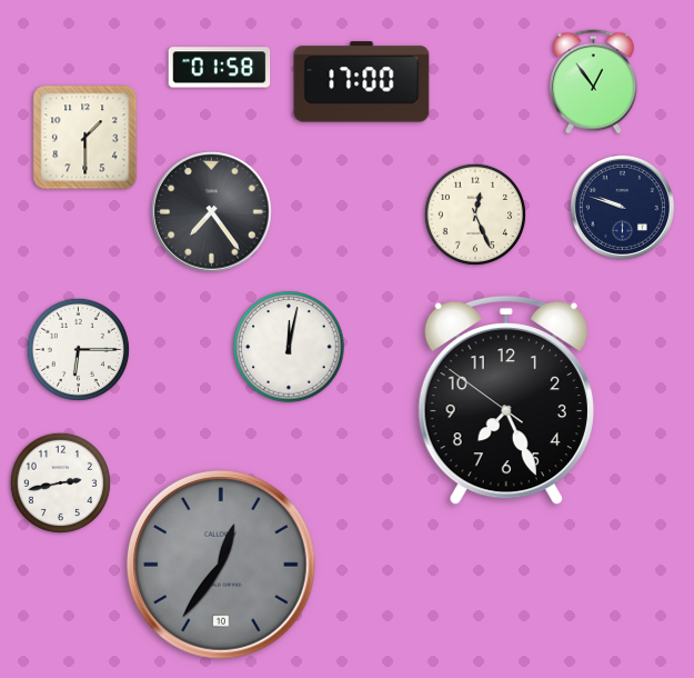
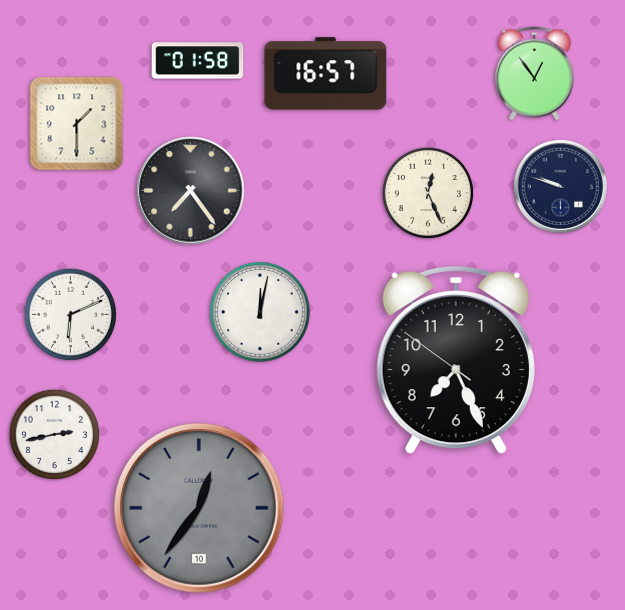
clock at (362, 82): 17:00 -> 16:57
clock at (78, 349): 6:15 -> 6:11
